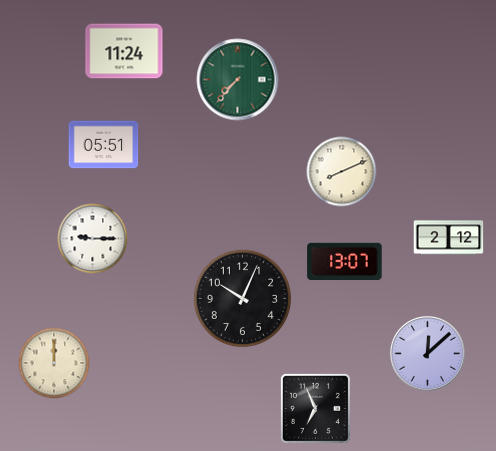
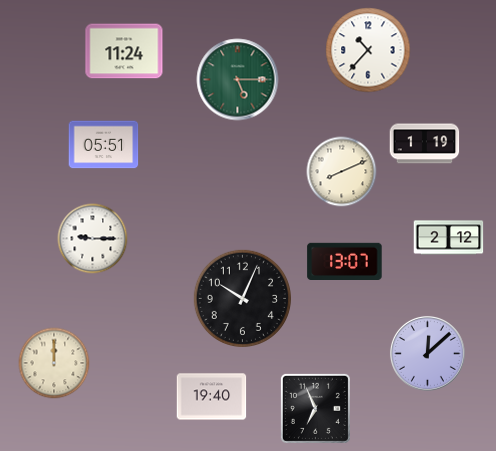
clock at (368, 50): none -> 10:37
clock at (238, 80): 7:37 -> 5:15
clock at (425, 144): none -> 1:19
clock at (212, 397): none -> 19:40
